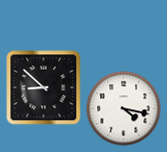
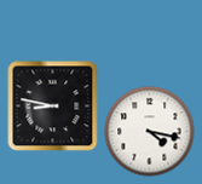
clock at (44, 88): 8:52 -> 8:47
